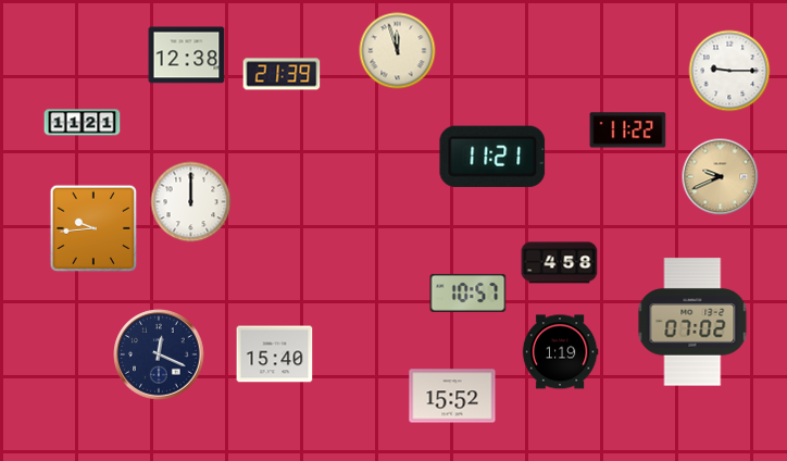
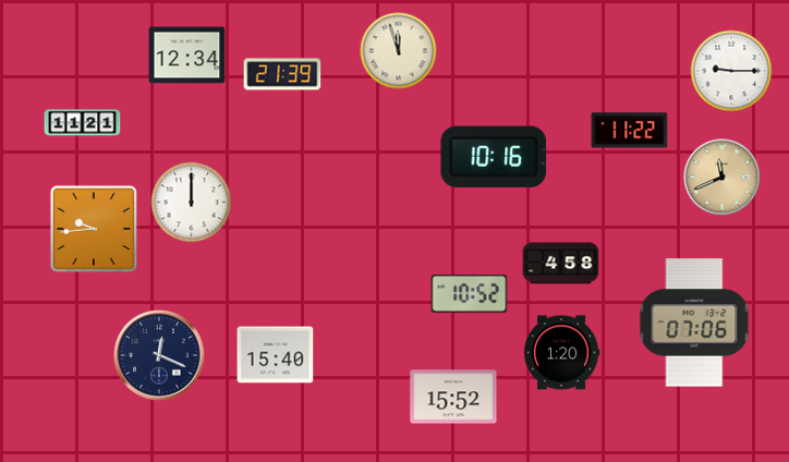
clock at (187, 55): 12:38 -> 12:34
clock at (492, 157): 11:21 -> 10:16
clock at (721, 177): 9:41 -> 11:41
clock at (469, 292): 10:57 -> 10:52
clock at (692, 322): 07:02 -> 07:06
clock at (560, 352): 1:19 -> 1:20
